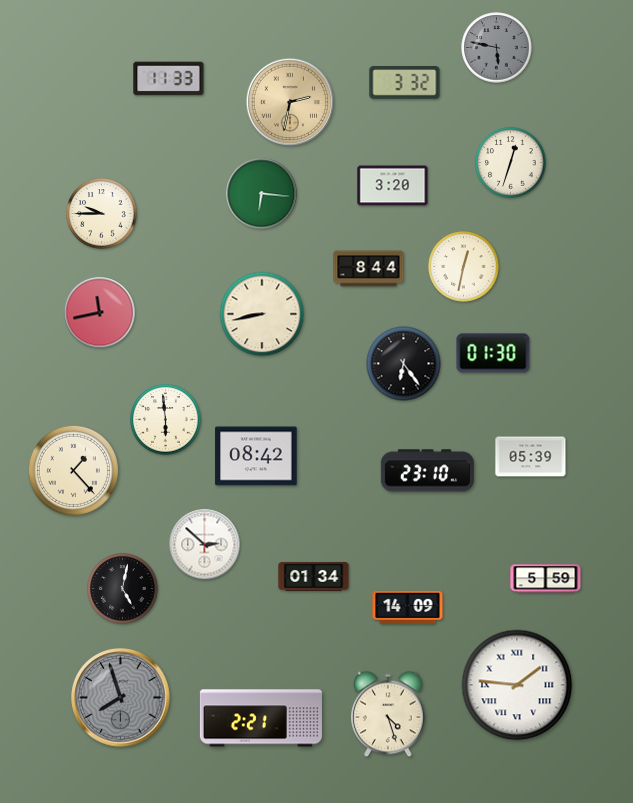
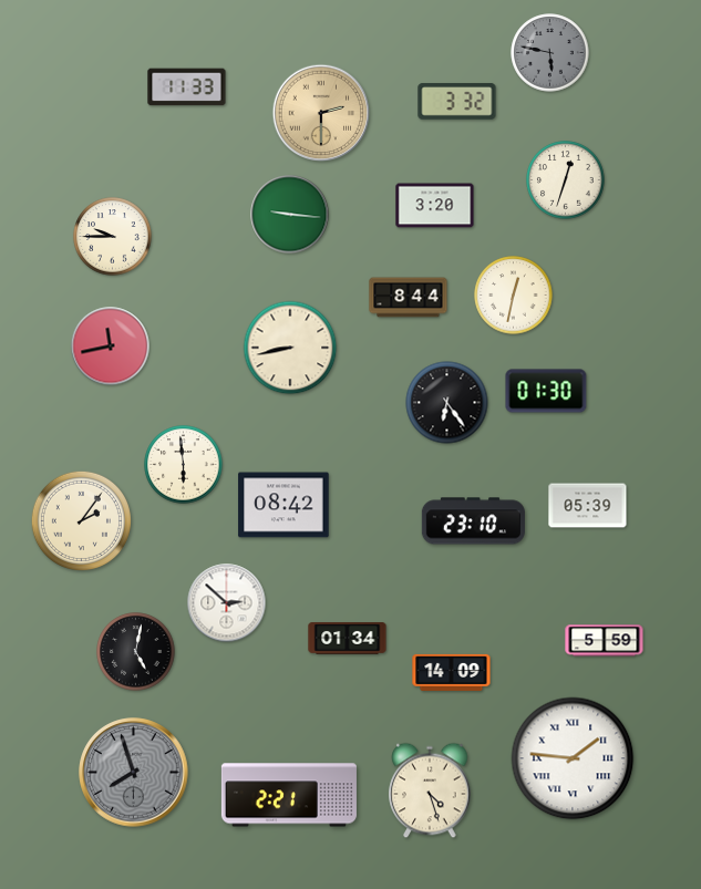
clock at (405, 83) position: (405, 83) -> (457, 102)
clock at (290, 102): 2:32 -> 2:30
clock at (262, 194): 6:16 -> 9:16
clock at (73, 470): 1:23 -> 2:06
